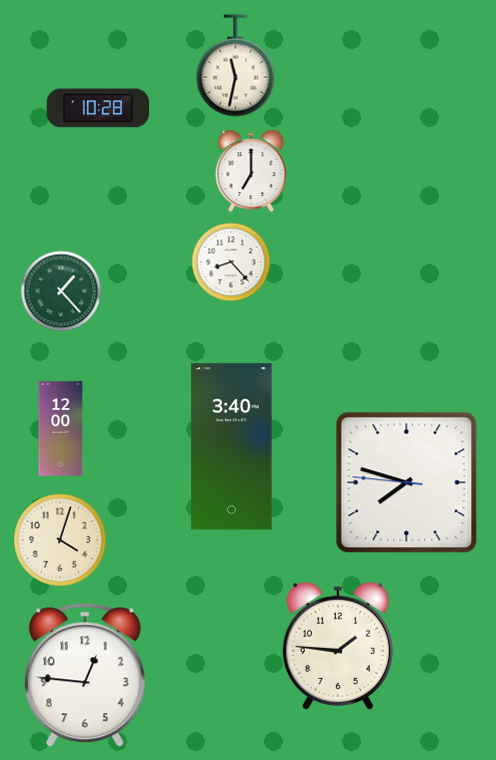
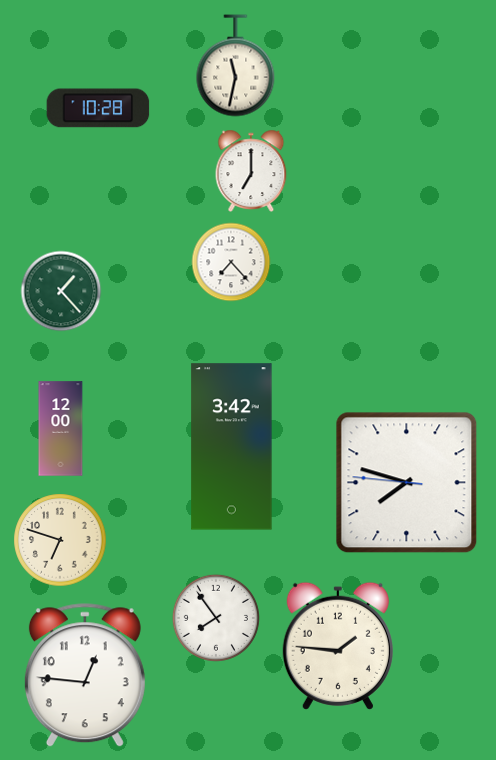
clock at (231, 262): 8:23 -> 7:23
clock at (232, 447): 3:40 -> 3:42
clock at (60, 540): 4:03 -> 6:48
clock at (216, 618): none -> 7:54
